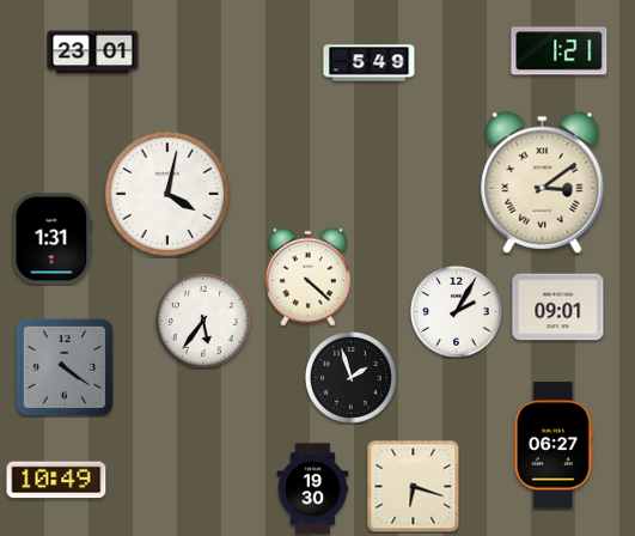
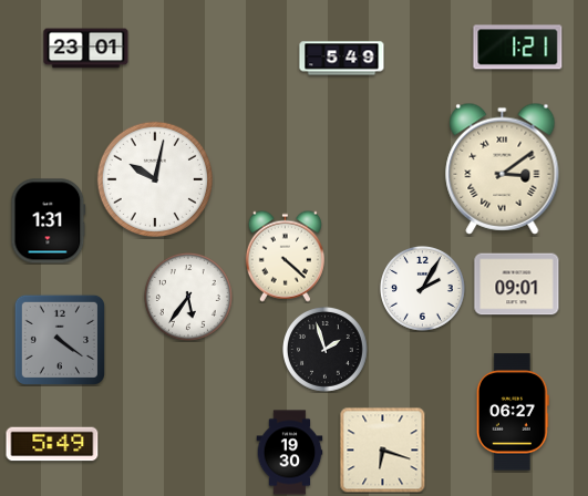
clock at (167, 194): 4:02 -> 10:02
clock at (56, 480): 10:49 -> 5:49
